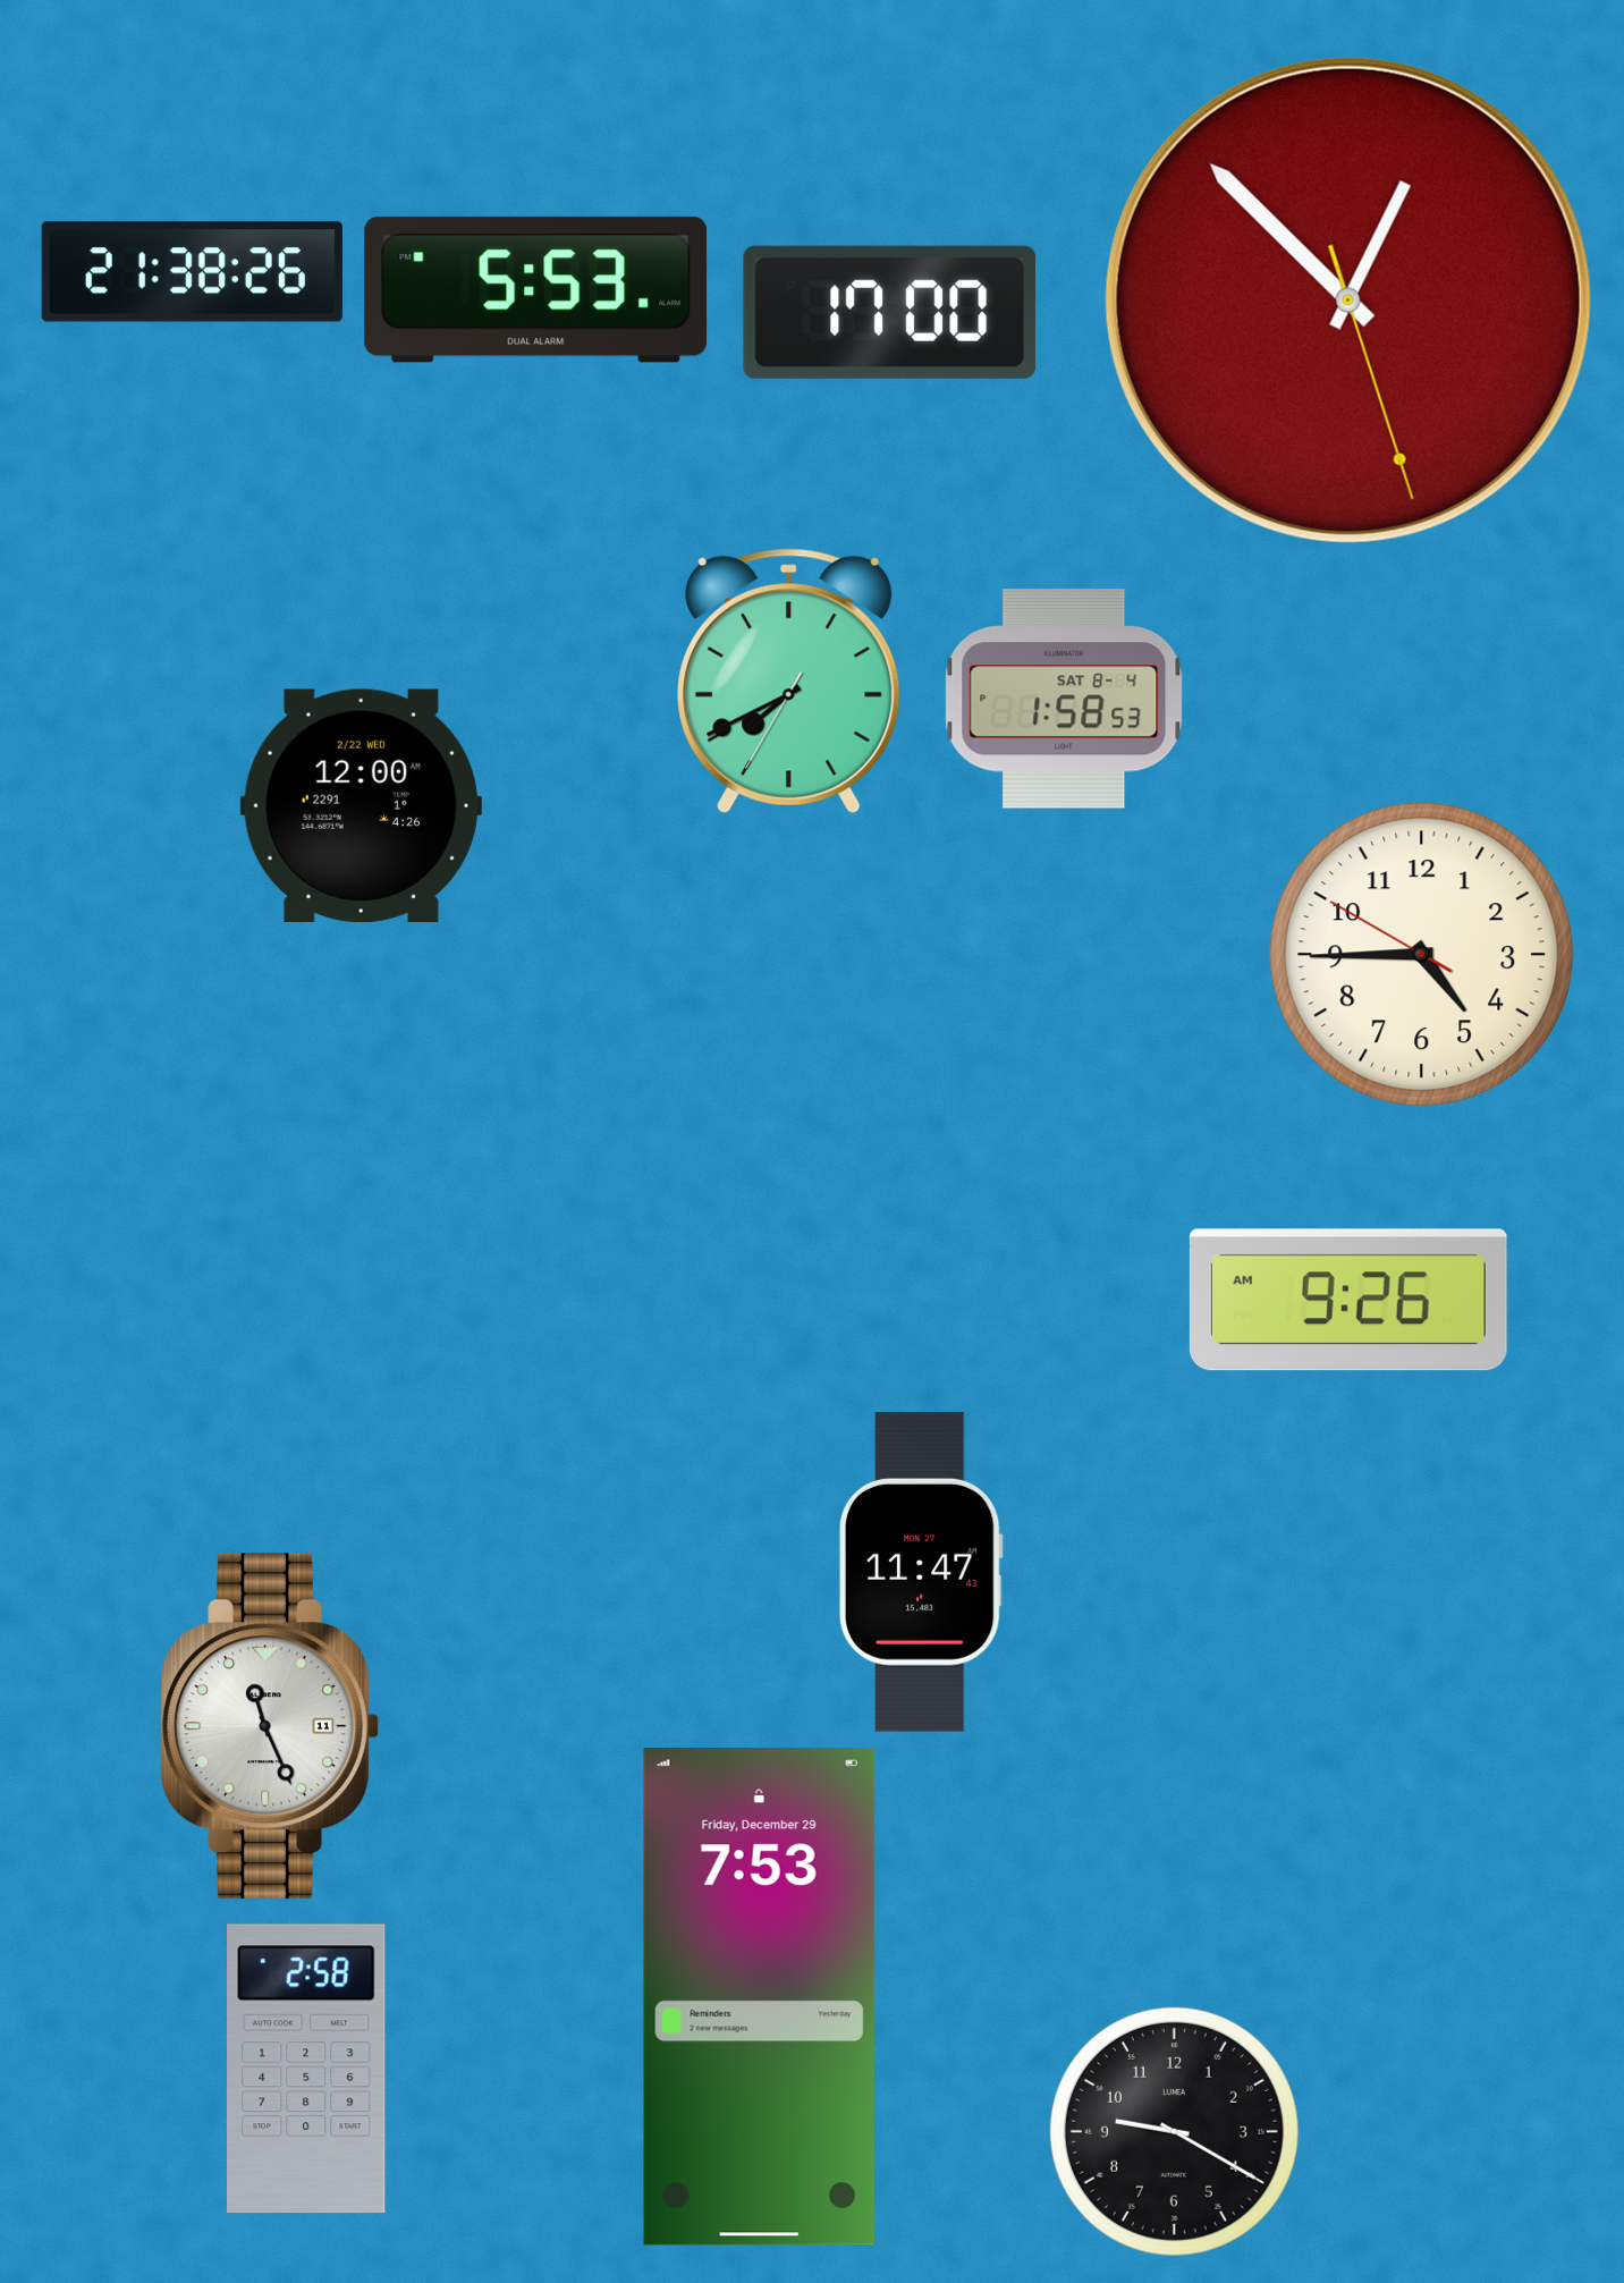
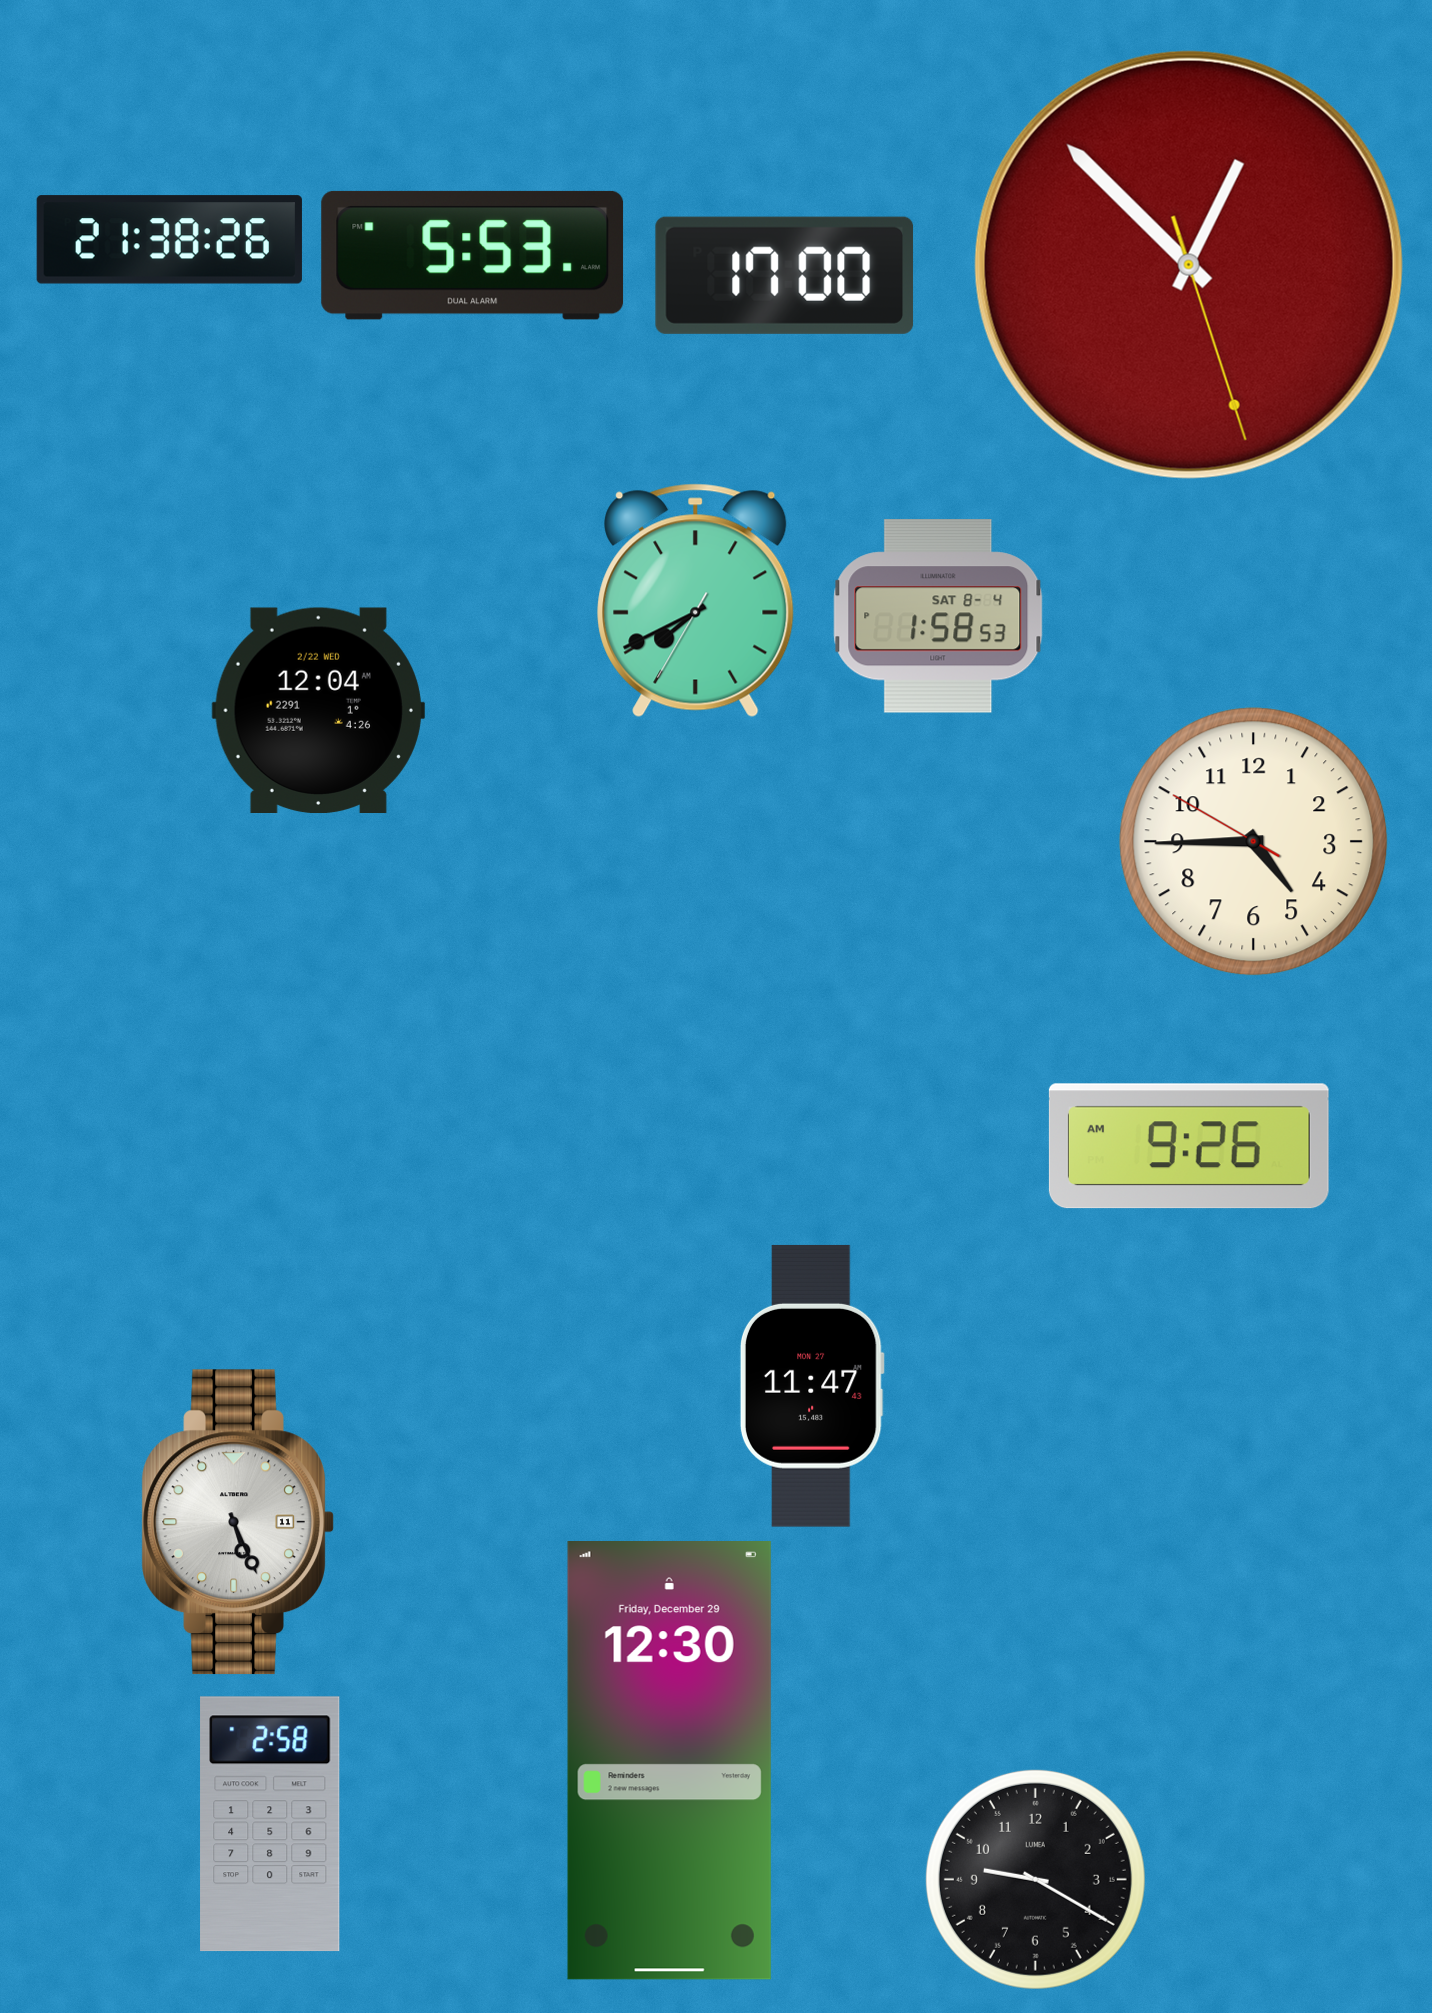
clock at (361, 805): 12:00 -> 12:04
clock at (270, 1726): 11:26 -> 5:26
clock at (759, 1997): 7:53 -> 12:30
